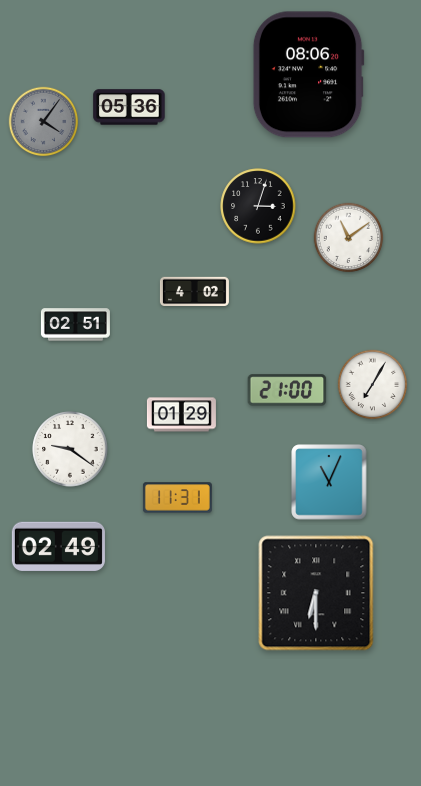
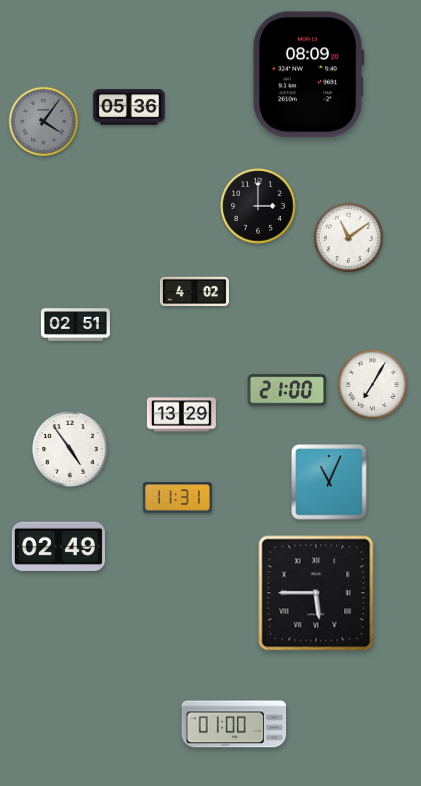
clock at (308, 75): 08:06 -> 08:09
clock at (258, 206): 3:03 -> 3:00
clock at (181, 415): 01:29 -> 13:29
clock at (70, 449): 9:21 -> 4:54
clock at (316, 593): 6:30 -> 5:45
clock at (234, 724): none -> 01:00
